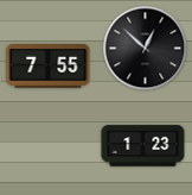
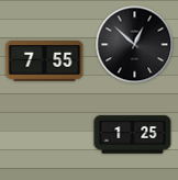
clock at (143, 146): 1:23 -> 1:25
